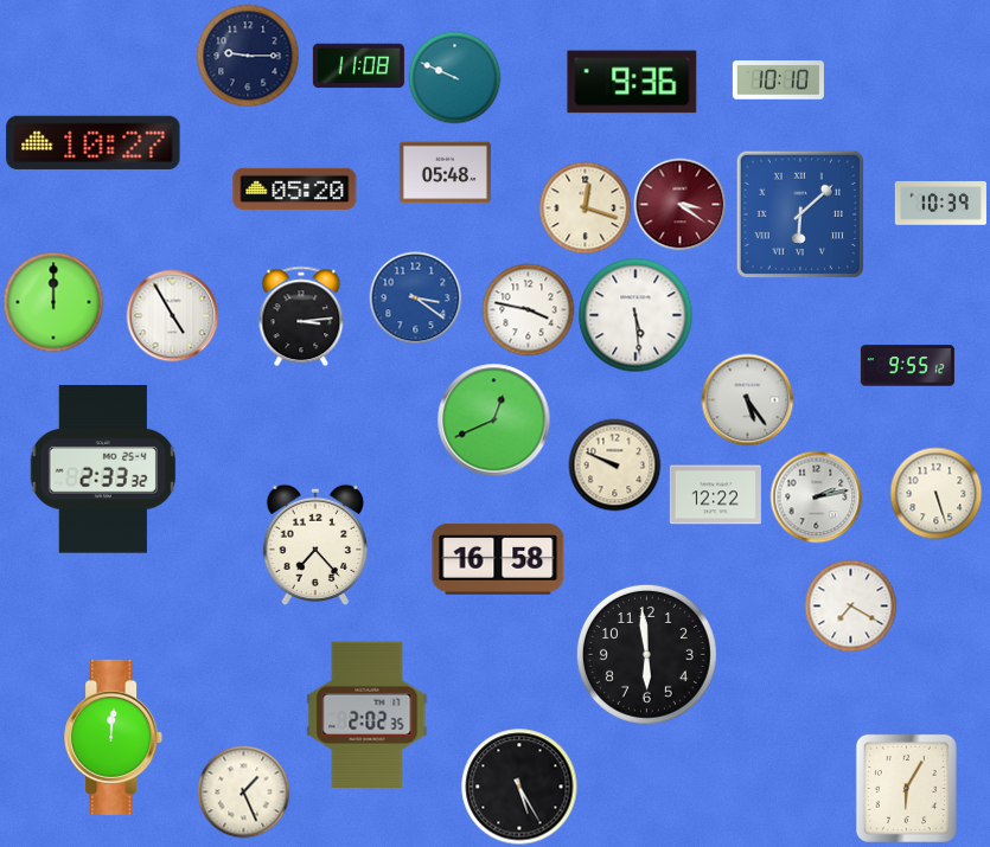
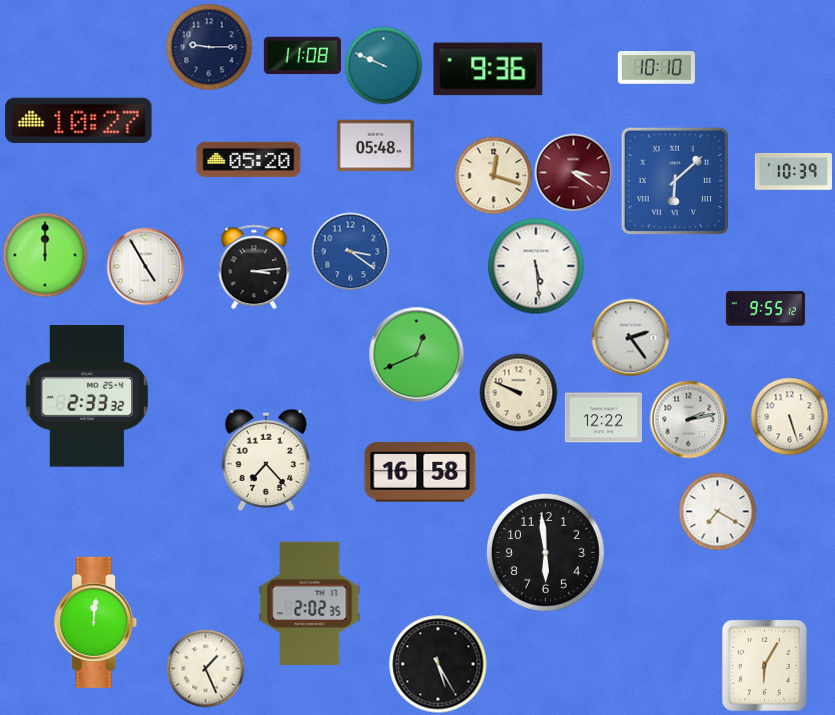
clock at (632, 82) position: (632, 82) -> (488, 69)
clock at (528, 309): 3:47 -> none
clock at (747, 399): 5:24 -> 2:24
